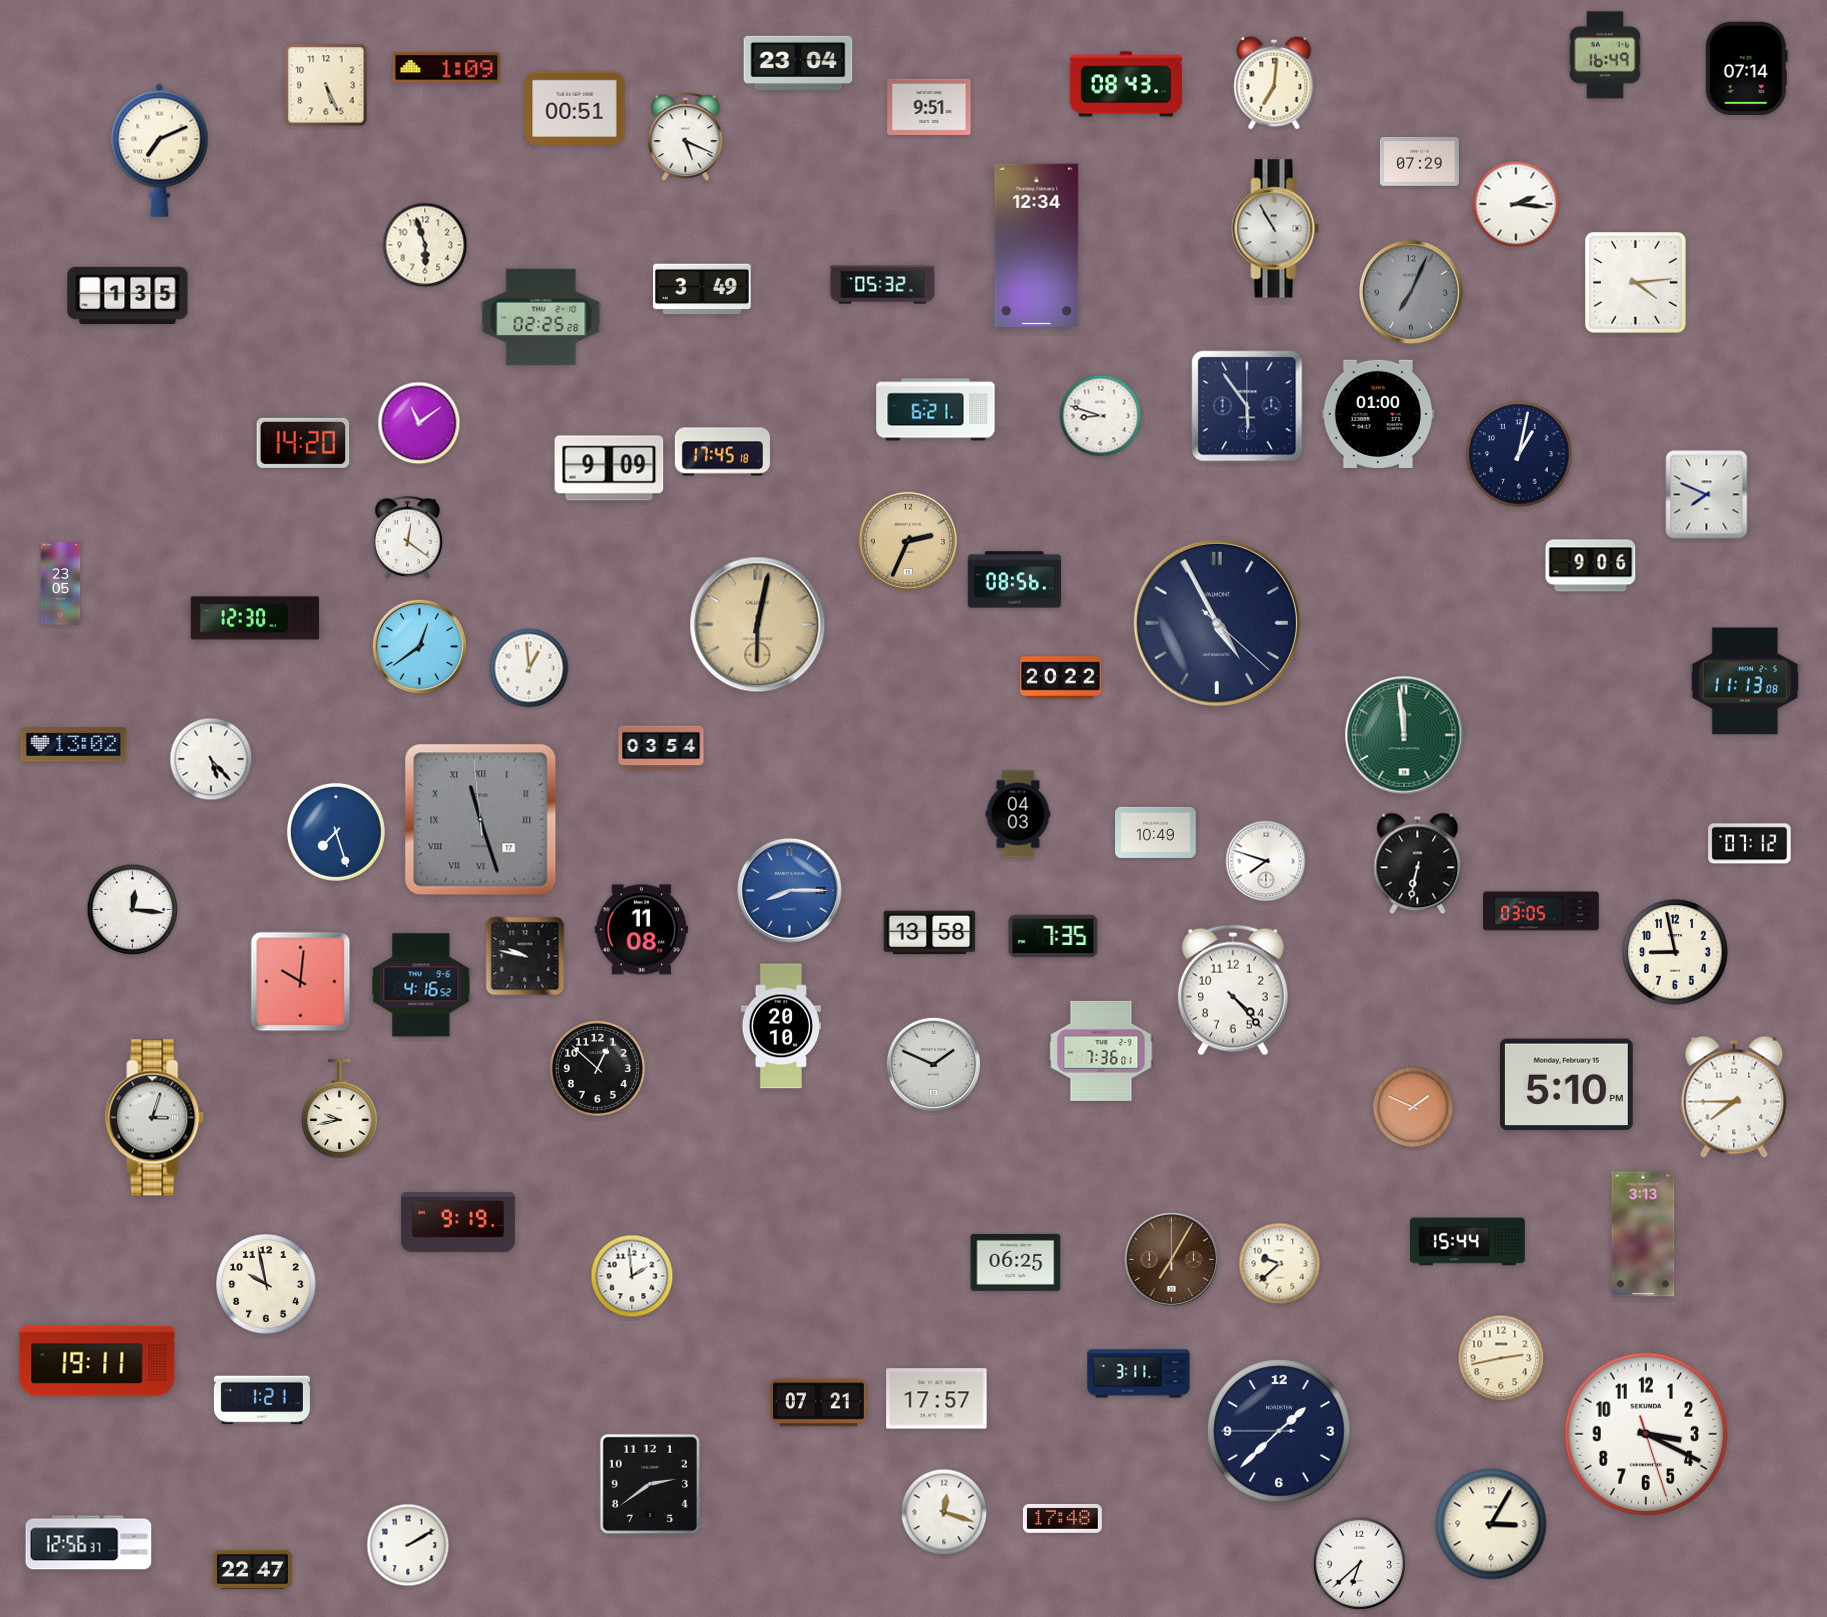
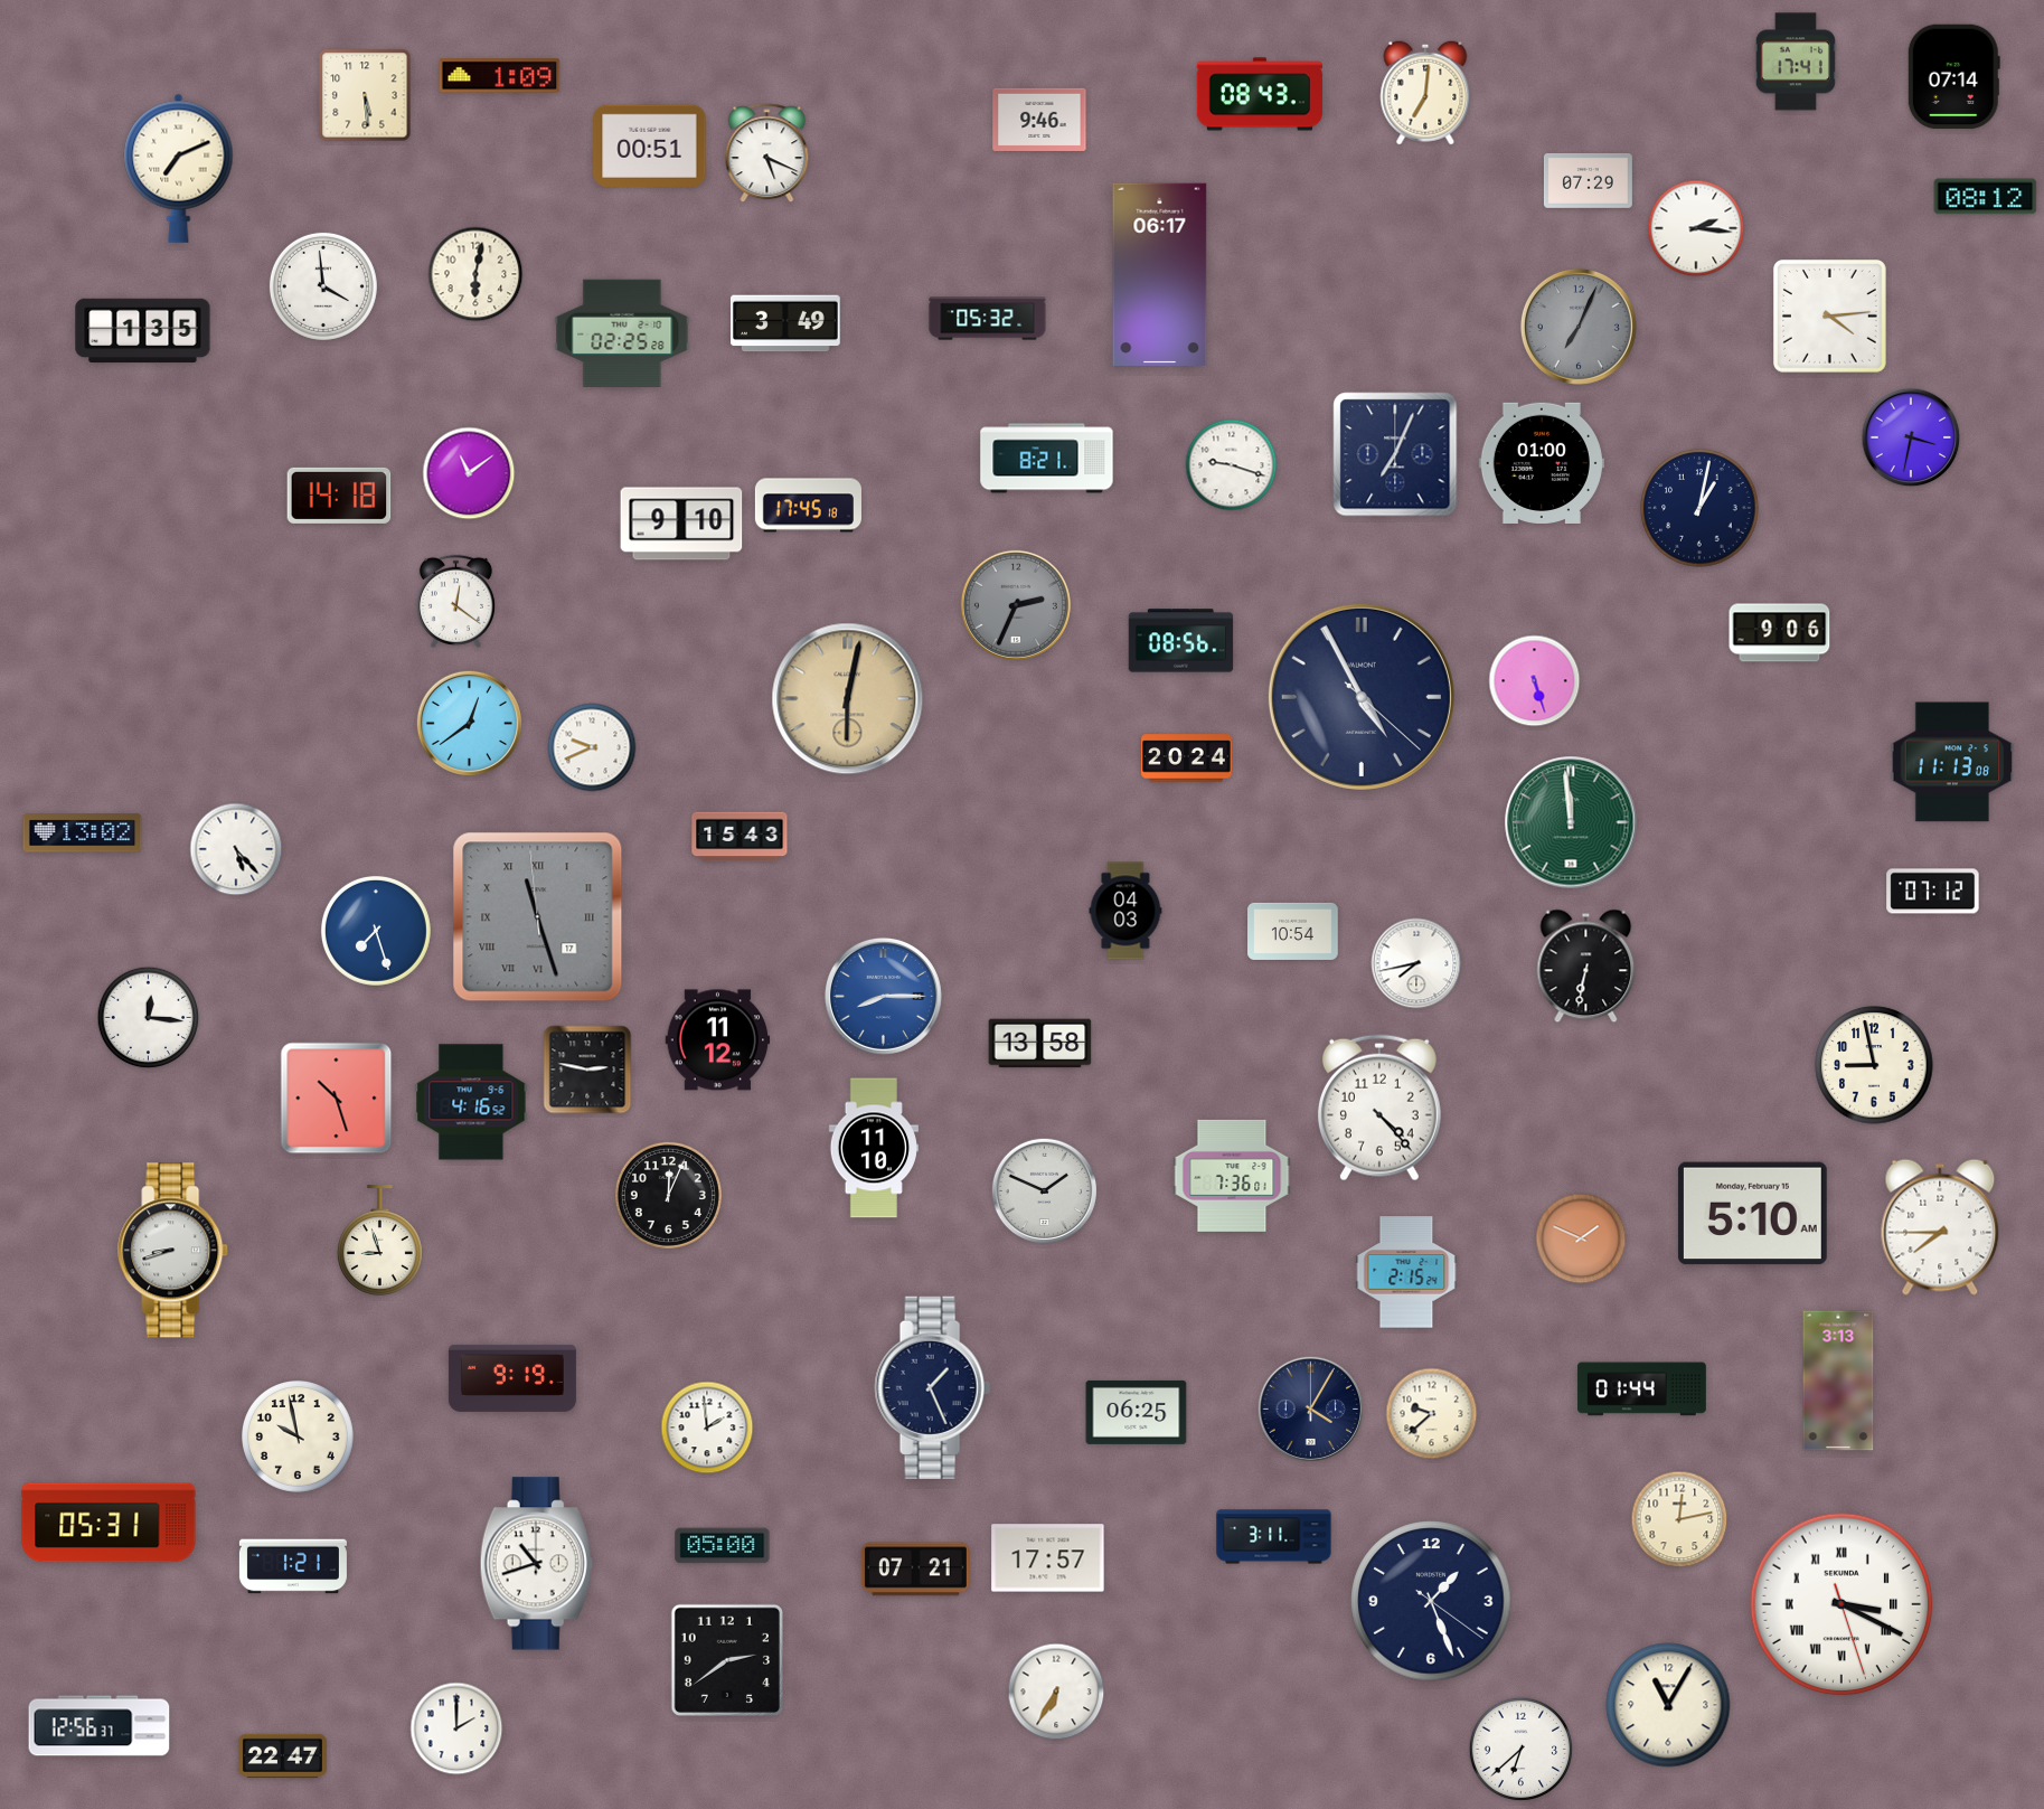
clock at (1605, 55): 16:49 -> 17:41
clock at (798, 62): 23:04 -> none
clock at (326, 85): 5:26 -> 5:29
clock at (929, 106): 9:51 -> 9:46
clock at (575, 108) position: (575, 108) -> (650, 145)
clock at (1986, 197): none -> 08:12
clock at (1276, 229): 10:55 -> none
clock at (425, 245): 5:57 -> 6:02
clock at (1037, 245): 12:34 -> 06:17
clock at (323, 286): none -> 3:59
clock at (541, 316) position: (541, 316) -> (622, 332)
clock at (1911, 437): none -> 3:32
clock at (1247, 406): 5:54 -> 7:04
clock at (936, 410): 6:21 -> 8:21
clock at (1101, 416): 8:48 -> 9:18
clock at (303, 443): 14:20 -> 14:18
clock at (609, 468): 9:09 -> 9:10
clock at (1707, 495): 7:49 -> none
clock at (908, 541) dial: champagne -> grey
clock at (1015, 580) position: (1015, 580) -> (1181, 641)
clock at (61, 584): 23:05 -> none
clock at (1535, 681): none -> 5:27
clock at (255, 618): 12:30 -> none
clock at (529, 668): 12:59 -> 9:41
clock at (1061, 678): 20:22 -> 20:24
clock at (661, 748): 03:54 -> 15:43
clock at (1018, 814) position: (1018, 814) -> (1125, 911)
clock at (1156, 832): 10:49 -> 10:54
clock at (1750, 844) position: (1750, 844) -> (1933, 892)
clock at (1266, 861): 7:48 -> 7:43
clock at (1541, 911): 03:05 -> none
clock at (642, 930): 11:08 -> 11:12
clock at (1053, 936): 7:35 -> none
clock at (525, 956): 9:47 -> 2:47
clock at (301, 982): 10:01 -> 10:27
clock at (781, 1026): 20:10 -> 11:10
clock at (597, 1068): 12:52 -> 12:04
clock at (1566, 1085): 5:10 PM -> 5:10 AM
clock at (339, 1109): 9:43 -> 8:57
clock at (155, 1118): 3:03 -> 8:42
clock at (1406, 1272): none -> 2:15
clock at (458, 1222) position: (458, 1222) -> (512, 1378)
clock at (932, 1387): none -> 1:26
clock at (1467, 1242): 15:44 -> 01:44
clock at (1171, 1259): 7:05 -> 4:05
clock at (1171, 1259) dial: brown -> navy
clock at (1501, 1358): 2:43 -> 12:13
clock at (97, 1361): 19:11 -> 05:31
clock at (723, 1546): none -> 05:00
clock at (536, 1564): none -> 10:42
clock at (937, 1399) position: (937, 1399) -> (1048, 1558)
clock at (1279, 1431): 1:37 -> 1:26
clock at (1646, 1434) numerals: Arabic -> Roman
clock at (944, 1512): 12:18 -> 6:35
clock at (1062, 1518): 17:48 -> none
clock at (1491, 1524): 3:05 -> 11:05
clock at (408, 1545): 2:10 -> 2:00
